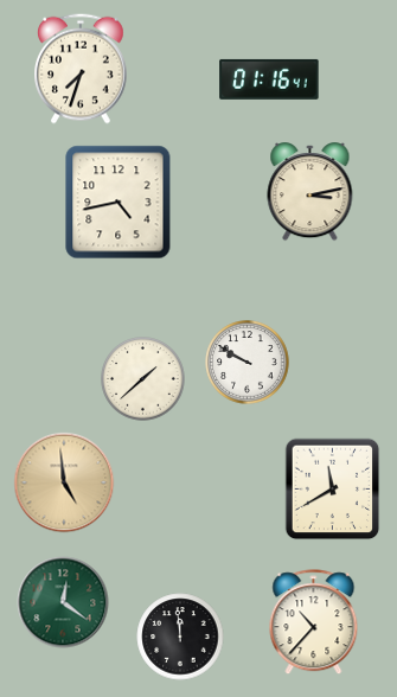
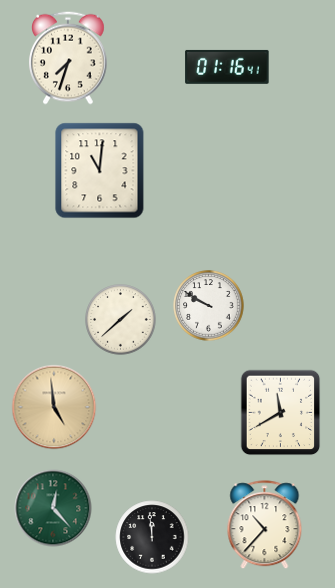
clock at (310, 192): 3:13 -> none
clock at (119, 203): 4:43 -> 11:01
clock at (63, 602): 12:21 -> 12:23
